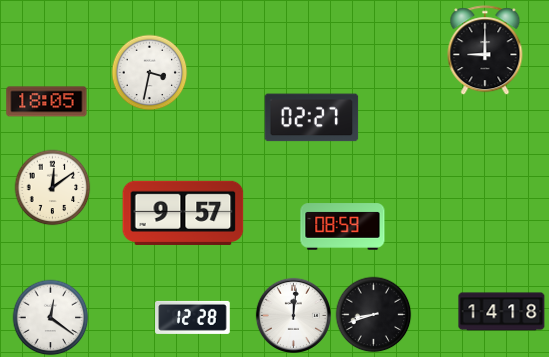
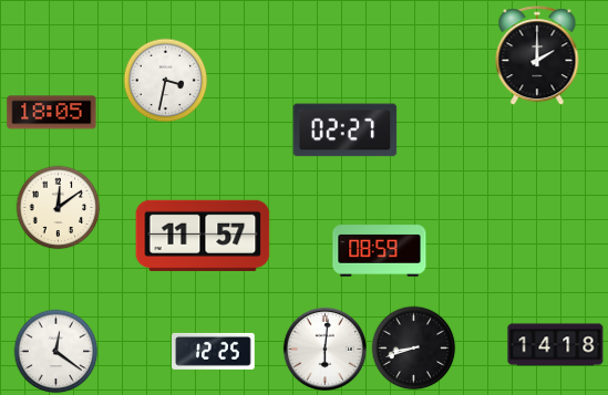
clock at (485, 51): 9:00 -> 2:00
clock at (183, 213): 9:57 -> 11:57
clock at (293, 315): 12:01 -> 6:01
clock at (193, 317): 12:28 -> 12:25
